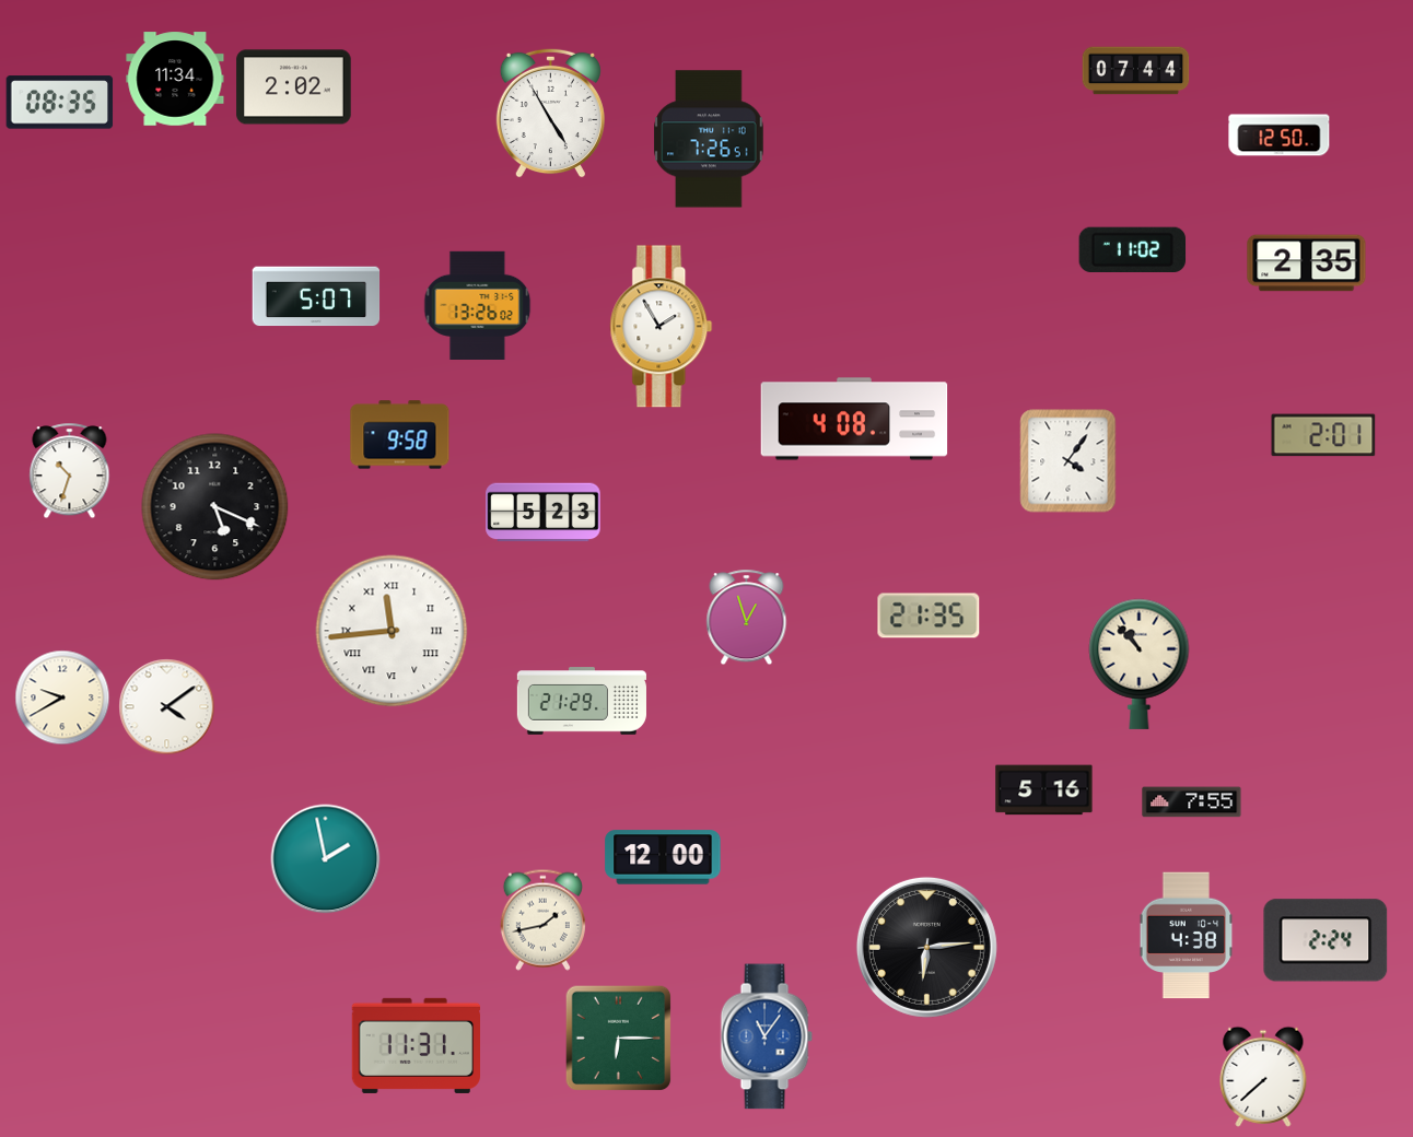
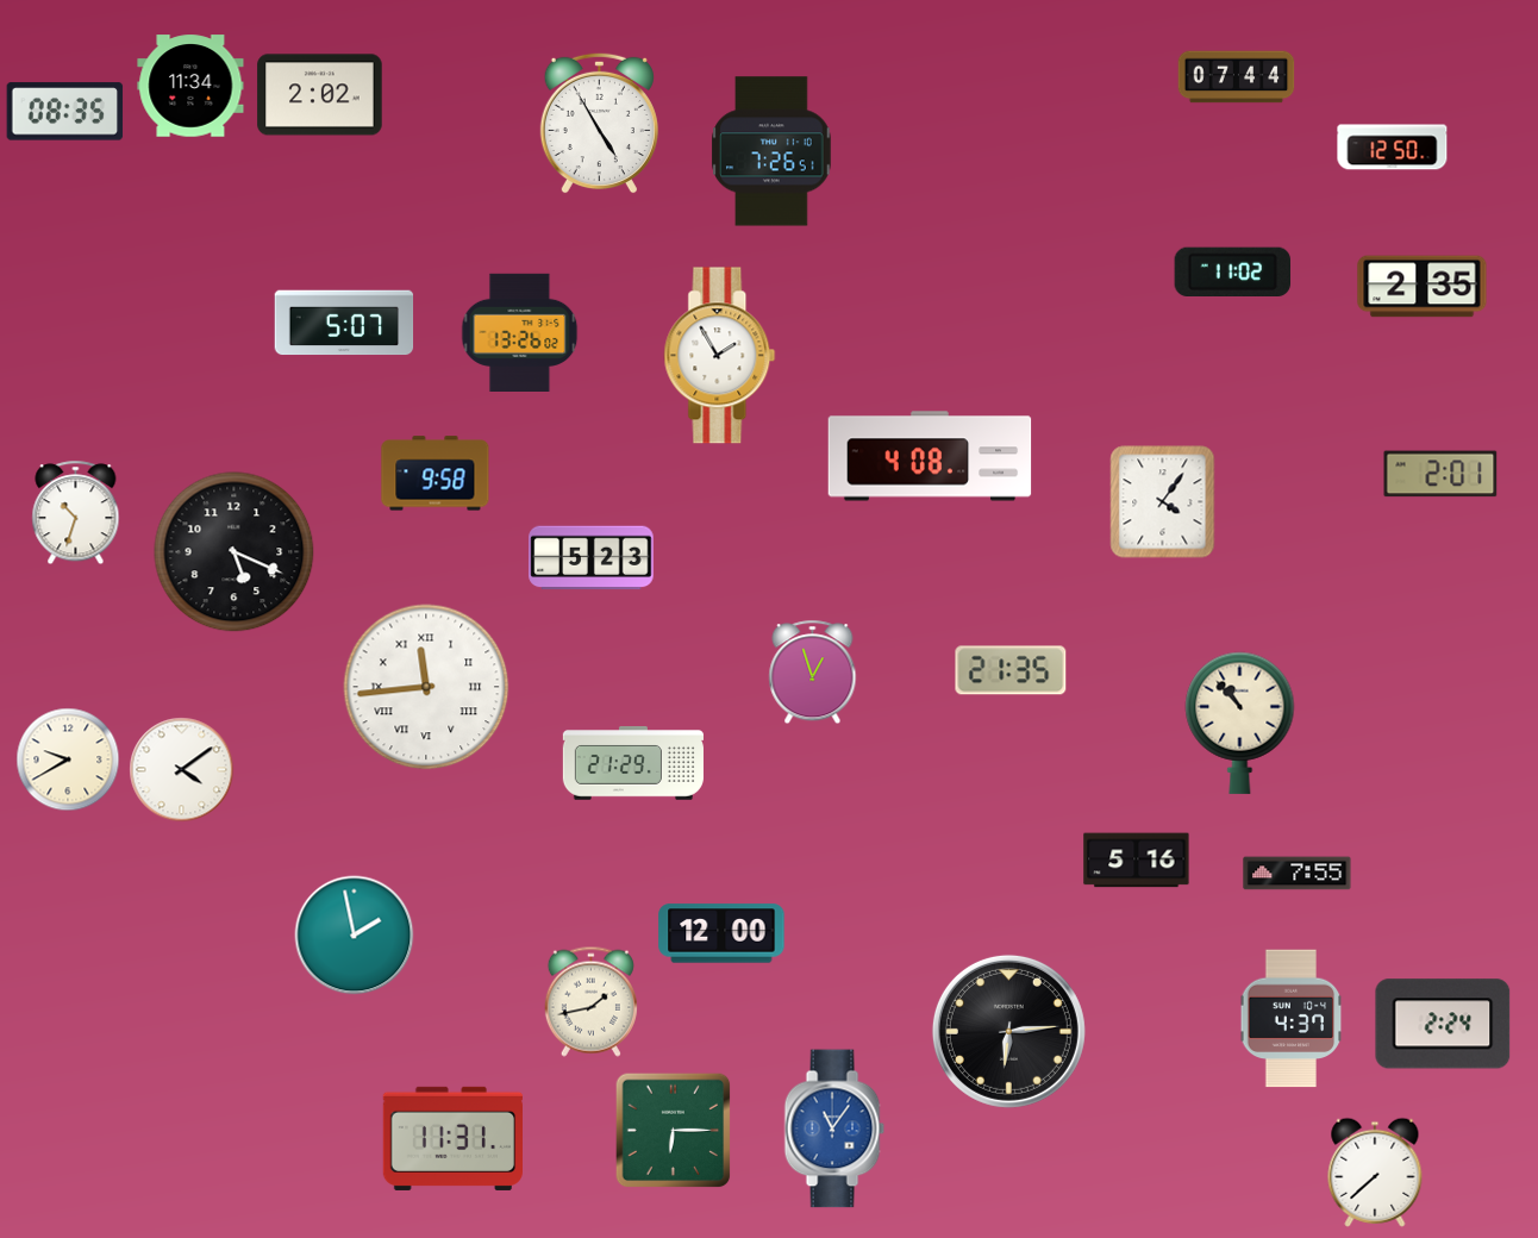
clock at (1187, 936): 4:38 -> 4:37
